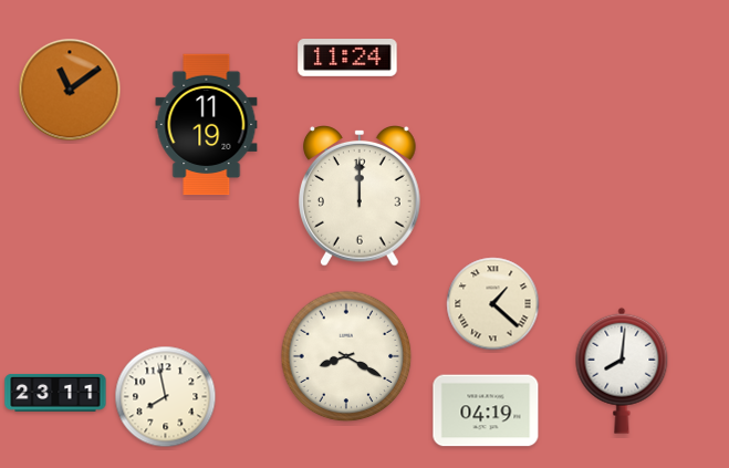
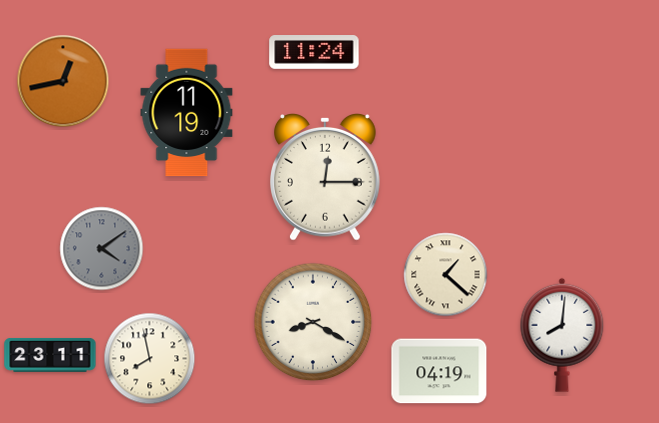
clock at (70, 90): 11:09 -> 12:43
clock at (361, 197): 12:00 -> 12:15
clock at (102, 249): none -> 4:09
